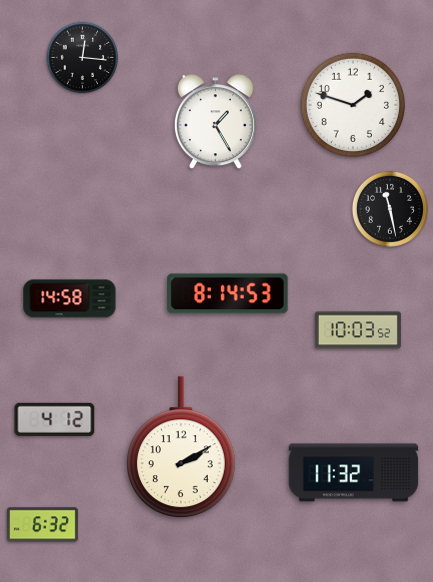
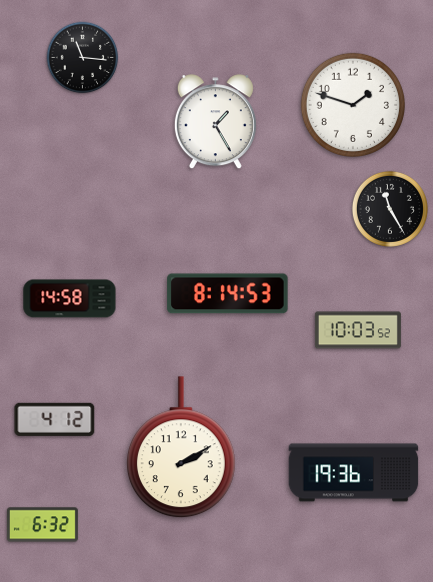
clock at (83, 58): 12:16 -> 11:16
clock at (390, 209): 11:28 -> 11:25
clock at (354, 473): 11:32 -> 19:36
